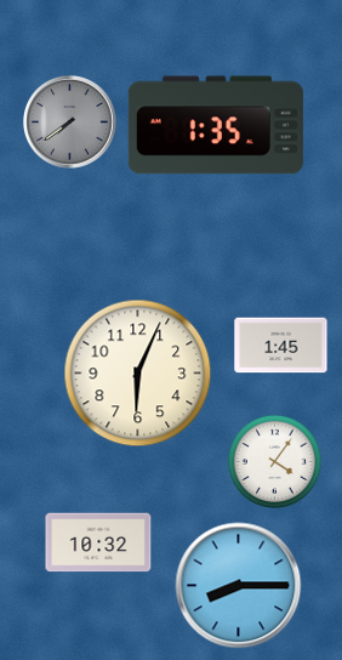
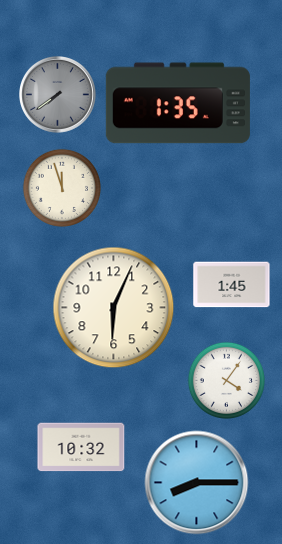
clock at (70, 123) position: (70, 123) -> (58, 95)
clock at (62, 188): none -> 11:57
